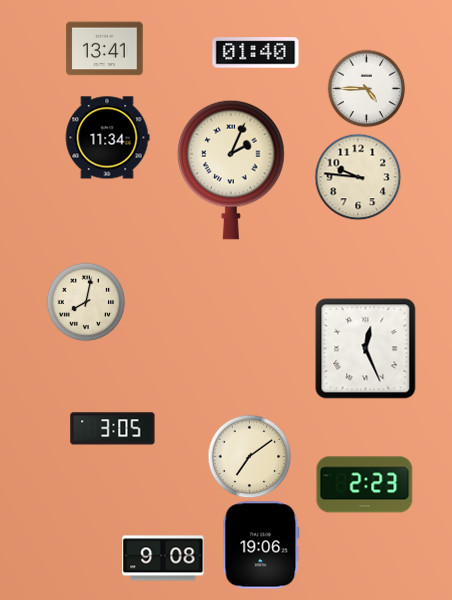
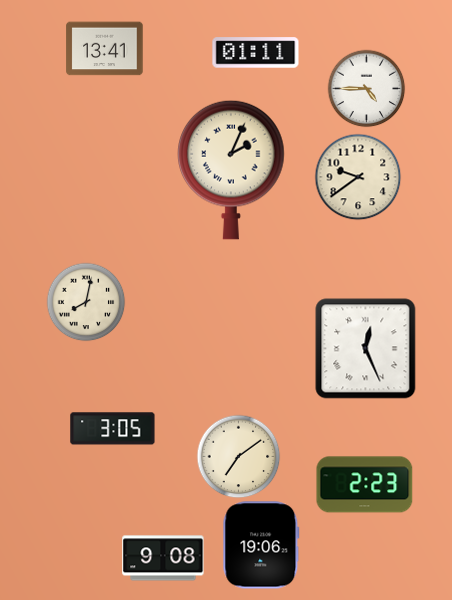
clock at (256, 53): 01:40 -> 01:11
clock at (107, 138): 11:34 -> none
clock at (358, 177): 9:46 -> 9:39
clock at (249, 456) position: (249, 456) -> (238, 456)
